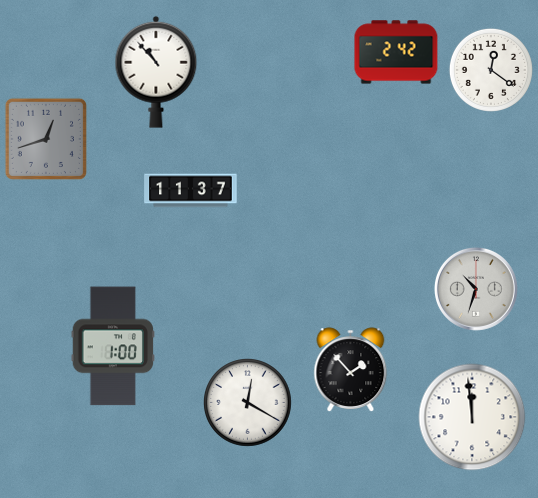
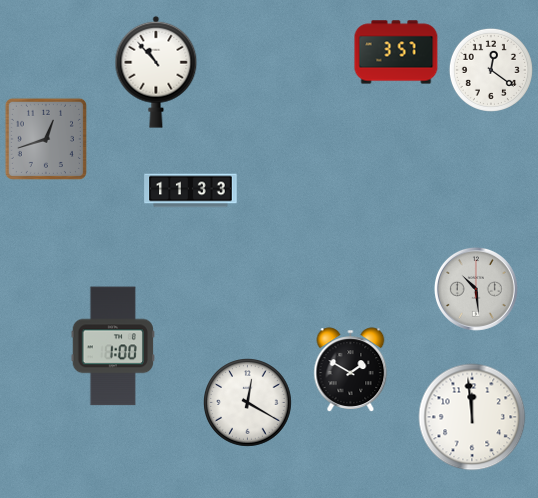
clock at (396, 52): 2:42 -> 3:57
clock at (191, 191): 11:37 -> 11:33
clock at (476, 289): 10:33 -> 10:29
clock at (351, 370): 1:53 -> 1:50
